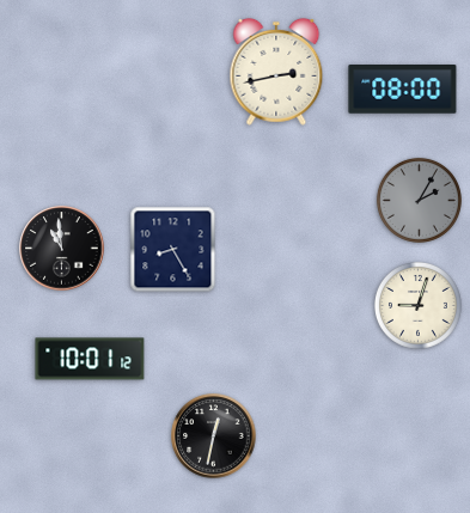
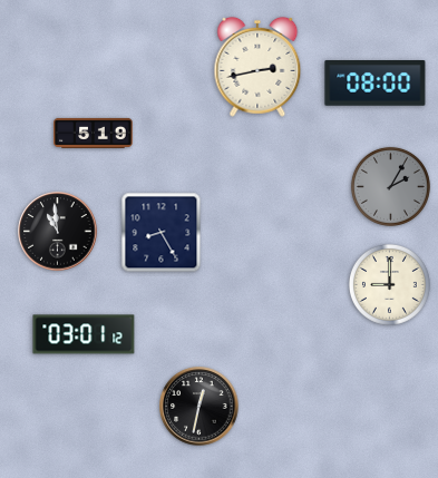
clock at (94, 133): none -> 5:19
clock at (419, 306): 9:03 -> 9:00
clock at (90, 359): 10:01 -> 03:01
